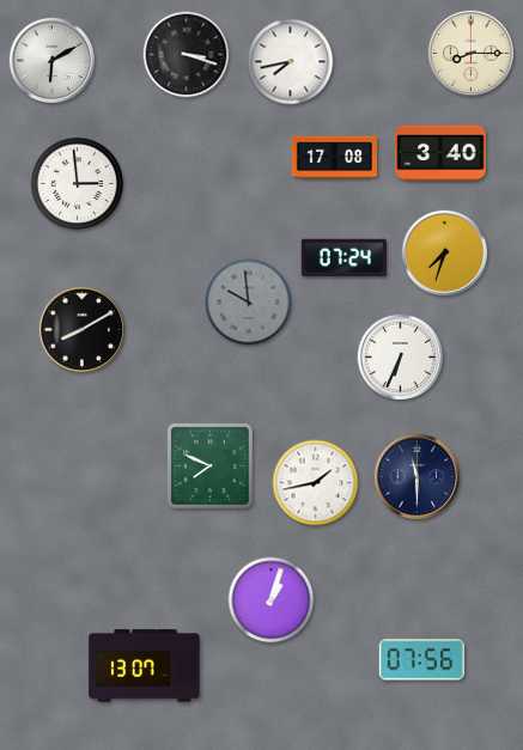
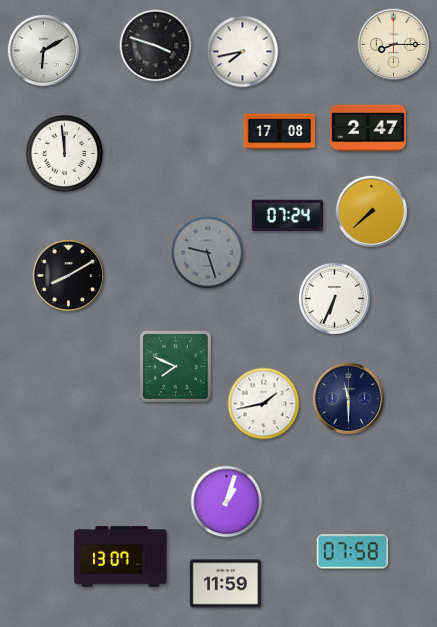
clock at (187, 55): 3:18 -> 3:48
clock at (440, 153): 3:40 -> 2:47
clock at (78, 184): 2:59 -> 11:59
clock at (445, 254): 7:33 -> 7:38
clock at (249, 303): 9:59 -> 9:27
clock at (209, 465) position: (209, 465) -> (175, 366)
clock at (421, 660): 07:56 -> 07:58
clock at (225, 584): none -> 11:59
